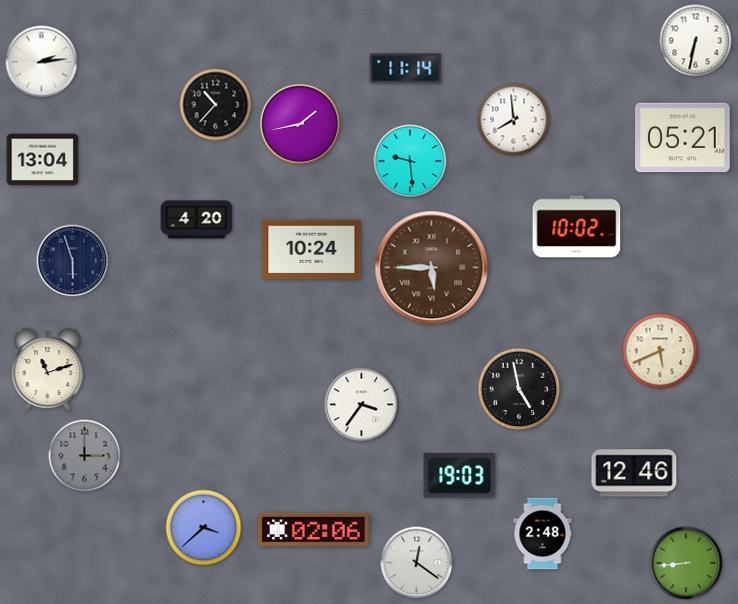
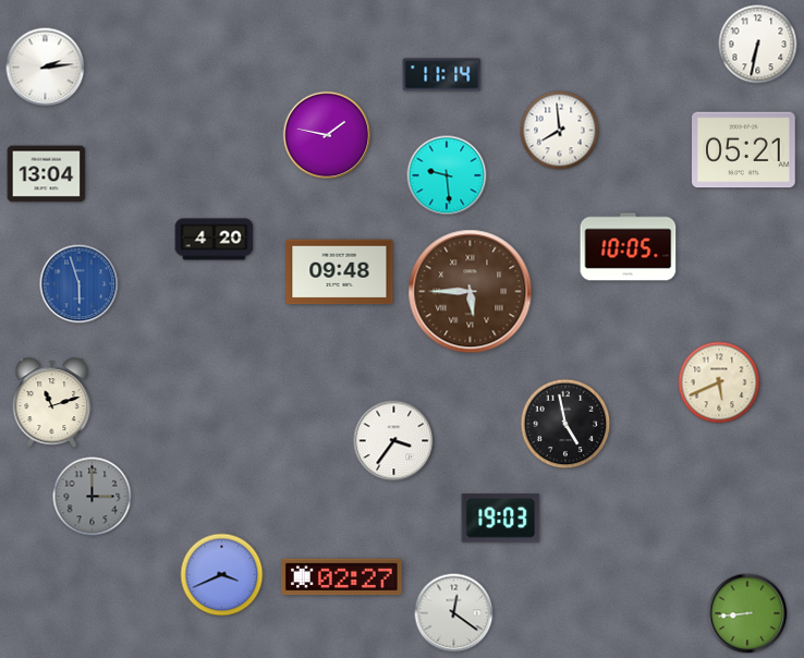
clock at (216, 105): 10:37 -> none
clock at (300, 124): 1:43 -> 1:47
clock at (577, 227): 10:02 -> 10:05
clock at (312, 250): 10:24 -> 09:48
clock at (73, 261) dial: navy -> blue
clock at (634, 473): 12:46 -> none
clock at (204, 528): 3:38 -> 3:41
clock at (313, 530): 02:06 -> 02:27
clock at (543, 534): 2:48 -> none
